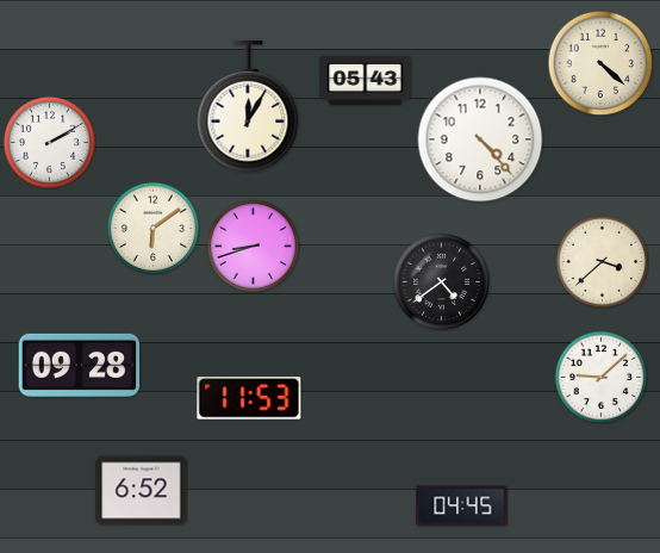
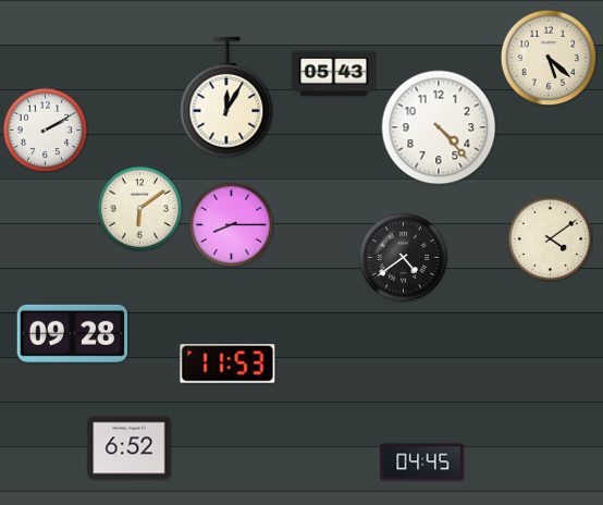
clock at (600, 63): 4:22 -> 5:22
clock at (253, 246): 8:42 -> 8:15
clock at (602, 261): 3:38 -> 4:09
clock at (600, 377): 9:08 -> none
